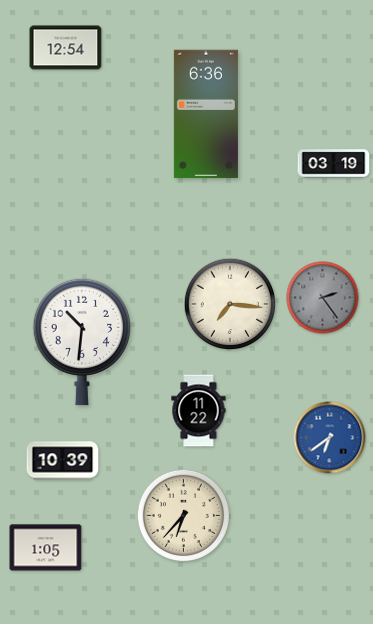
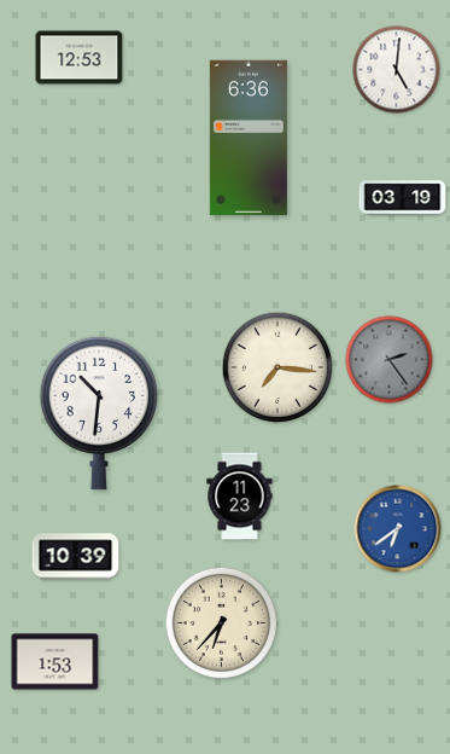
clock at (66, 48): 12:54 -> 12:53
clock at (397, 70): none -> 5:01
clock at (199, 411): 11:22 -> 11:23
clock at (46, 548): 1:05 -> 1:53
